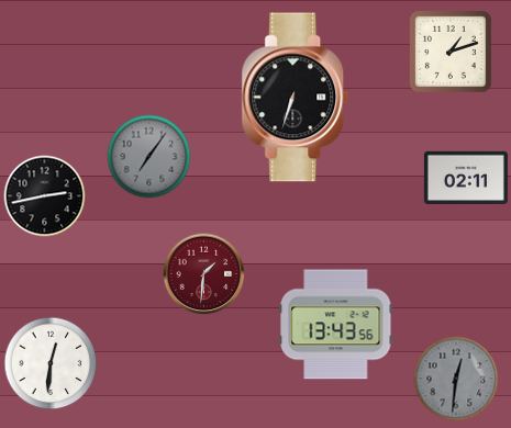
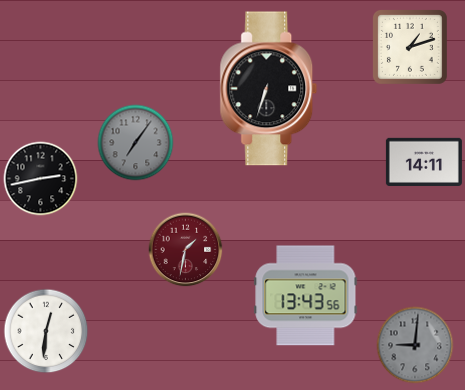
clock at (466, 178): 02:11 -> 14:11
clock at (204, 274): 1:31 -> 1:32
clock at (456, 379): 12:31 -> 9:01
